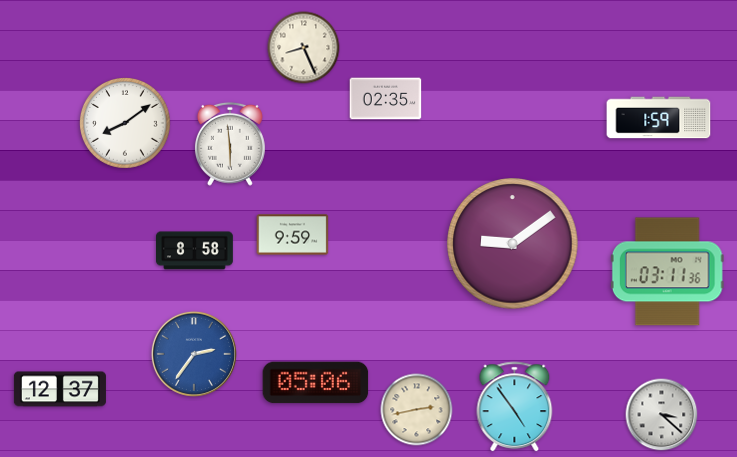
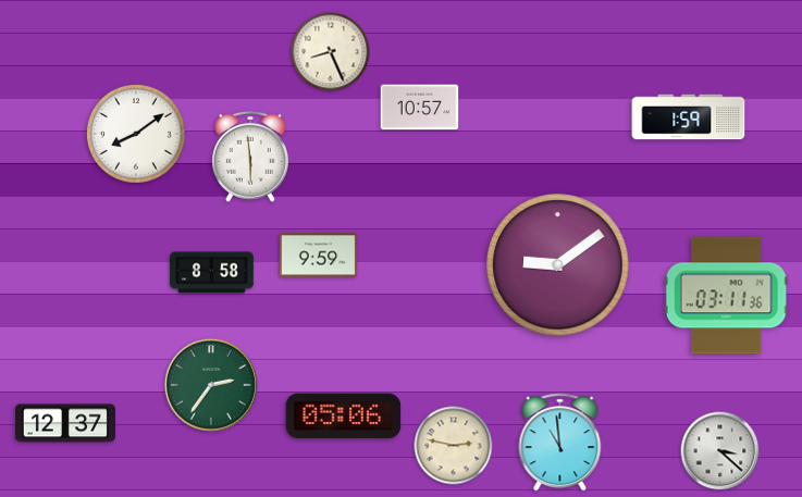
clock at (386, 99): 02:35 -> 10:57
clock at (659, 118) position: (659, 118) -> (689, 117)
clock at (194, 354) dial: blue -> green
clock at (515, 407): 4:54 -> 10:59
clock at (417, 410): 2:43 -> 2:47
